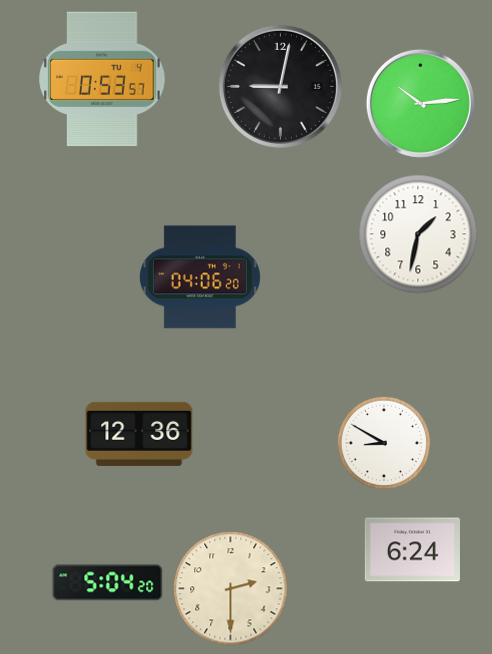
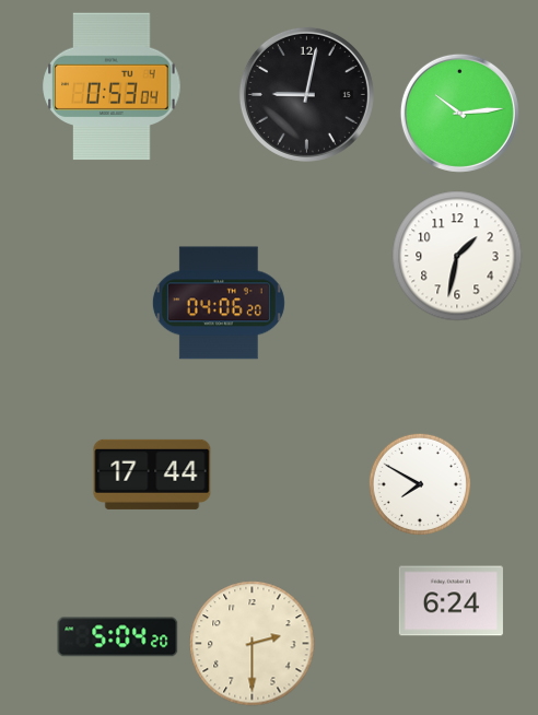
clock at (102, 79): 0:53:57 -> 0:53:04
clock at (139, 434): 12:36 -> 17:44
clock at (384, 443): 8:50 -> 7:50
